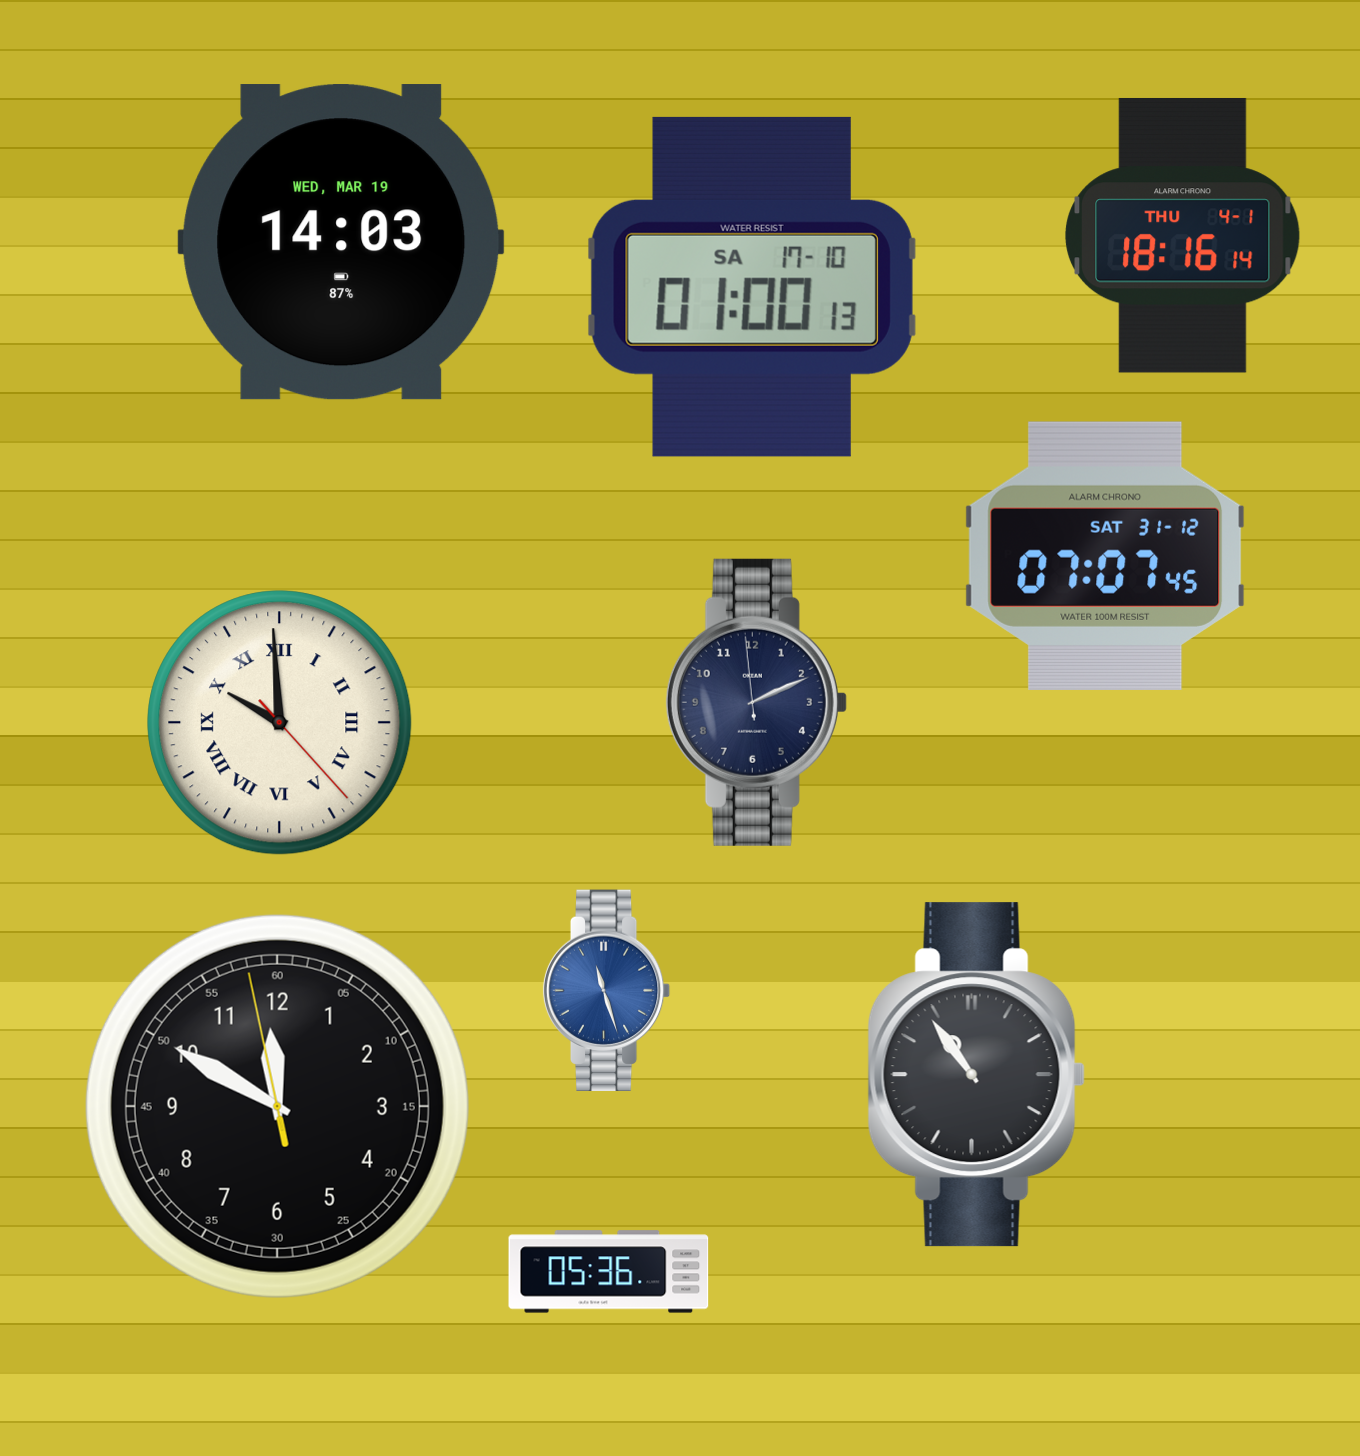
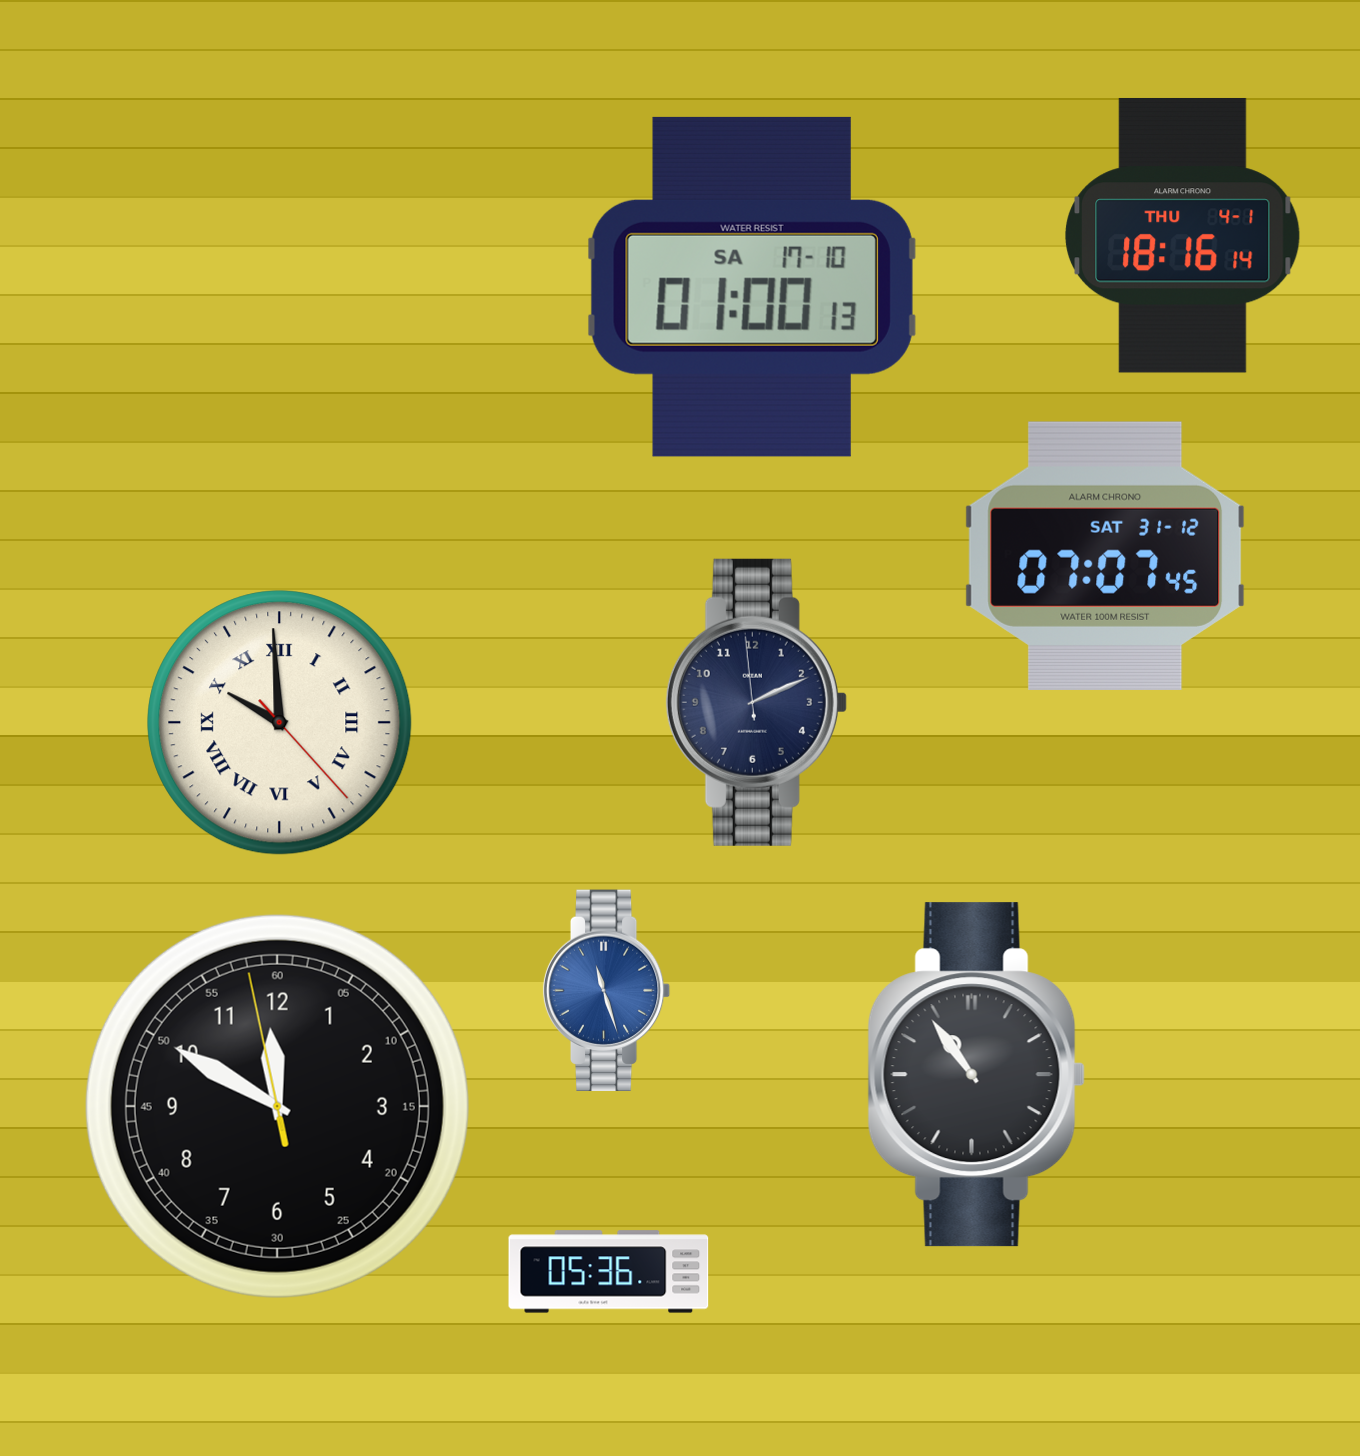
clock at (341, 242): 14:03 -> none
